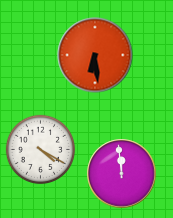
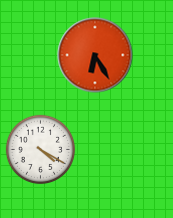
clock at (95, 55): 6:29 -> 6:25
clock at (122, 174): 11:59 -> none
